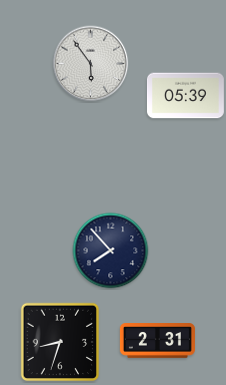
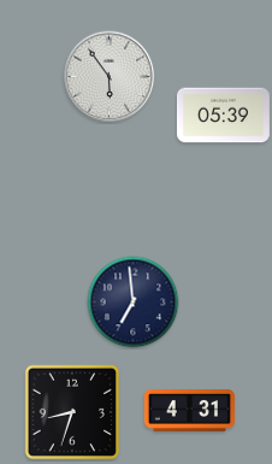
clock at (111, 251): 7:53 -> 6:59
clock at (157, 341): 2:31 -> 4:31
